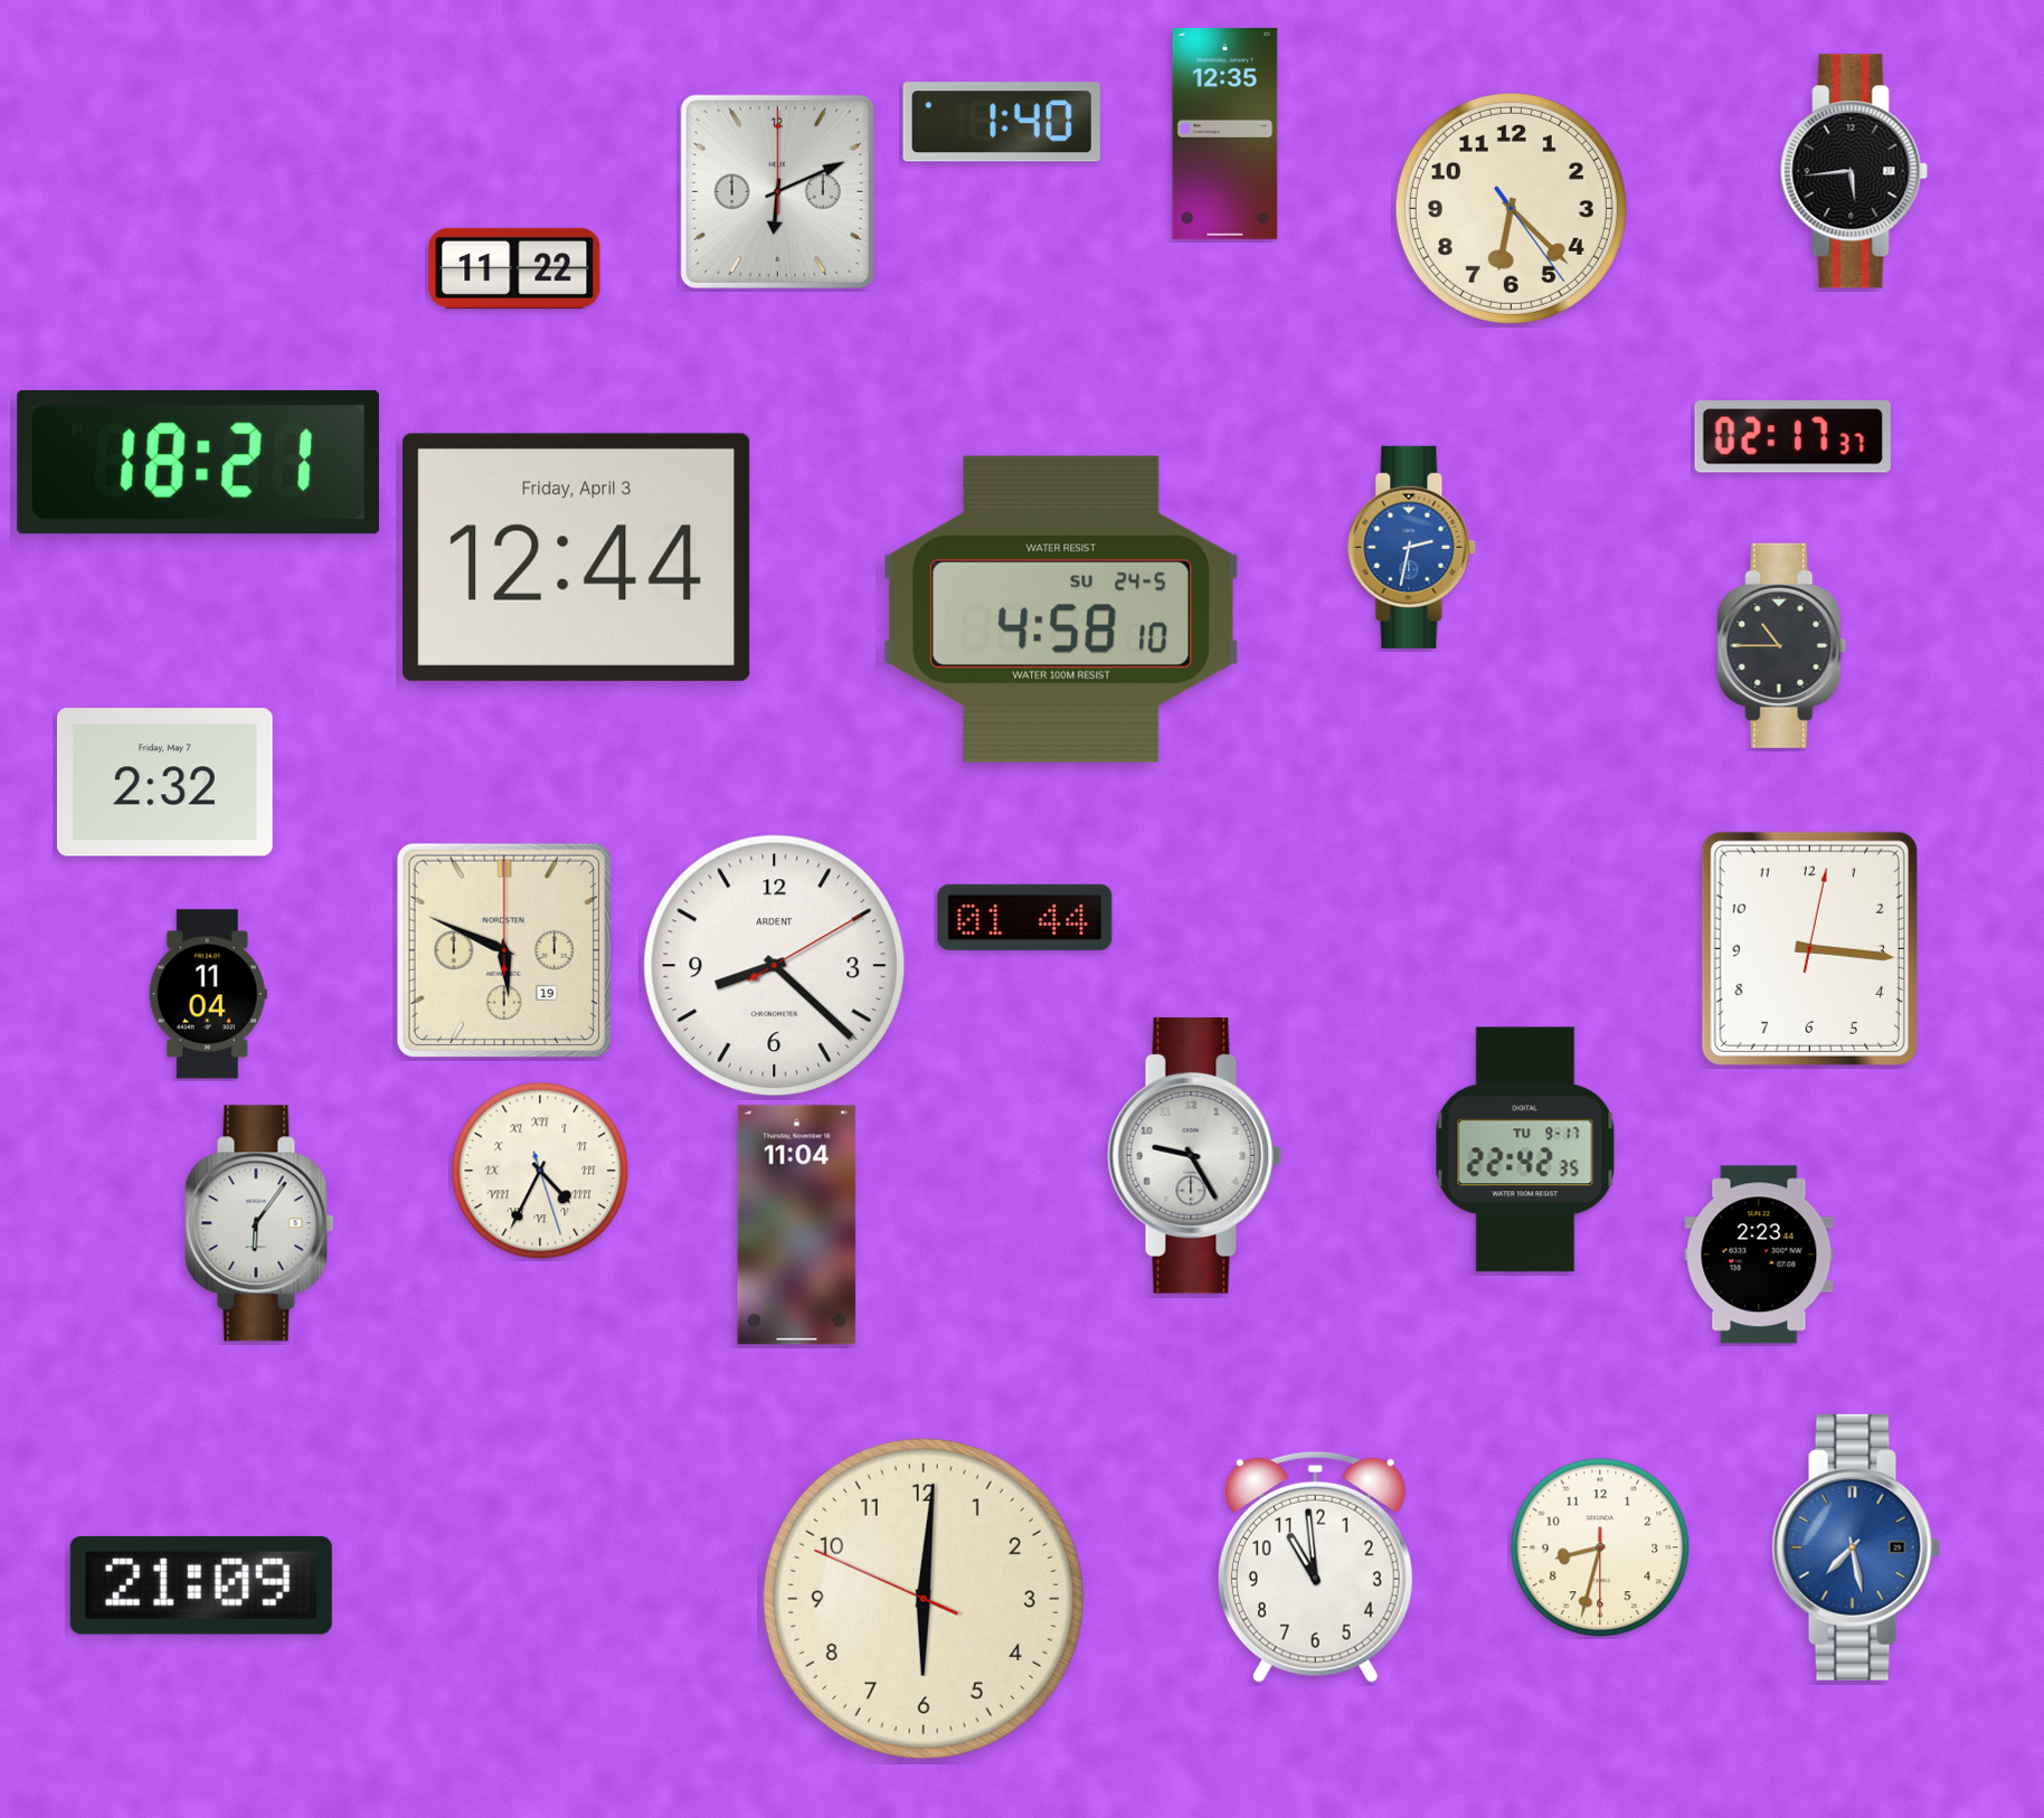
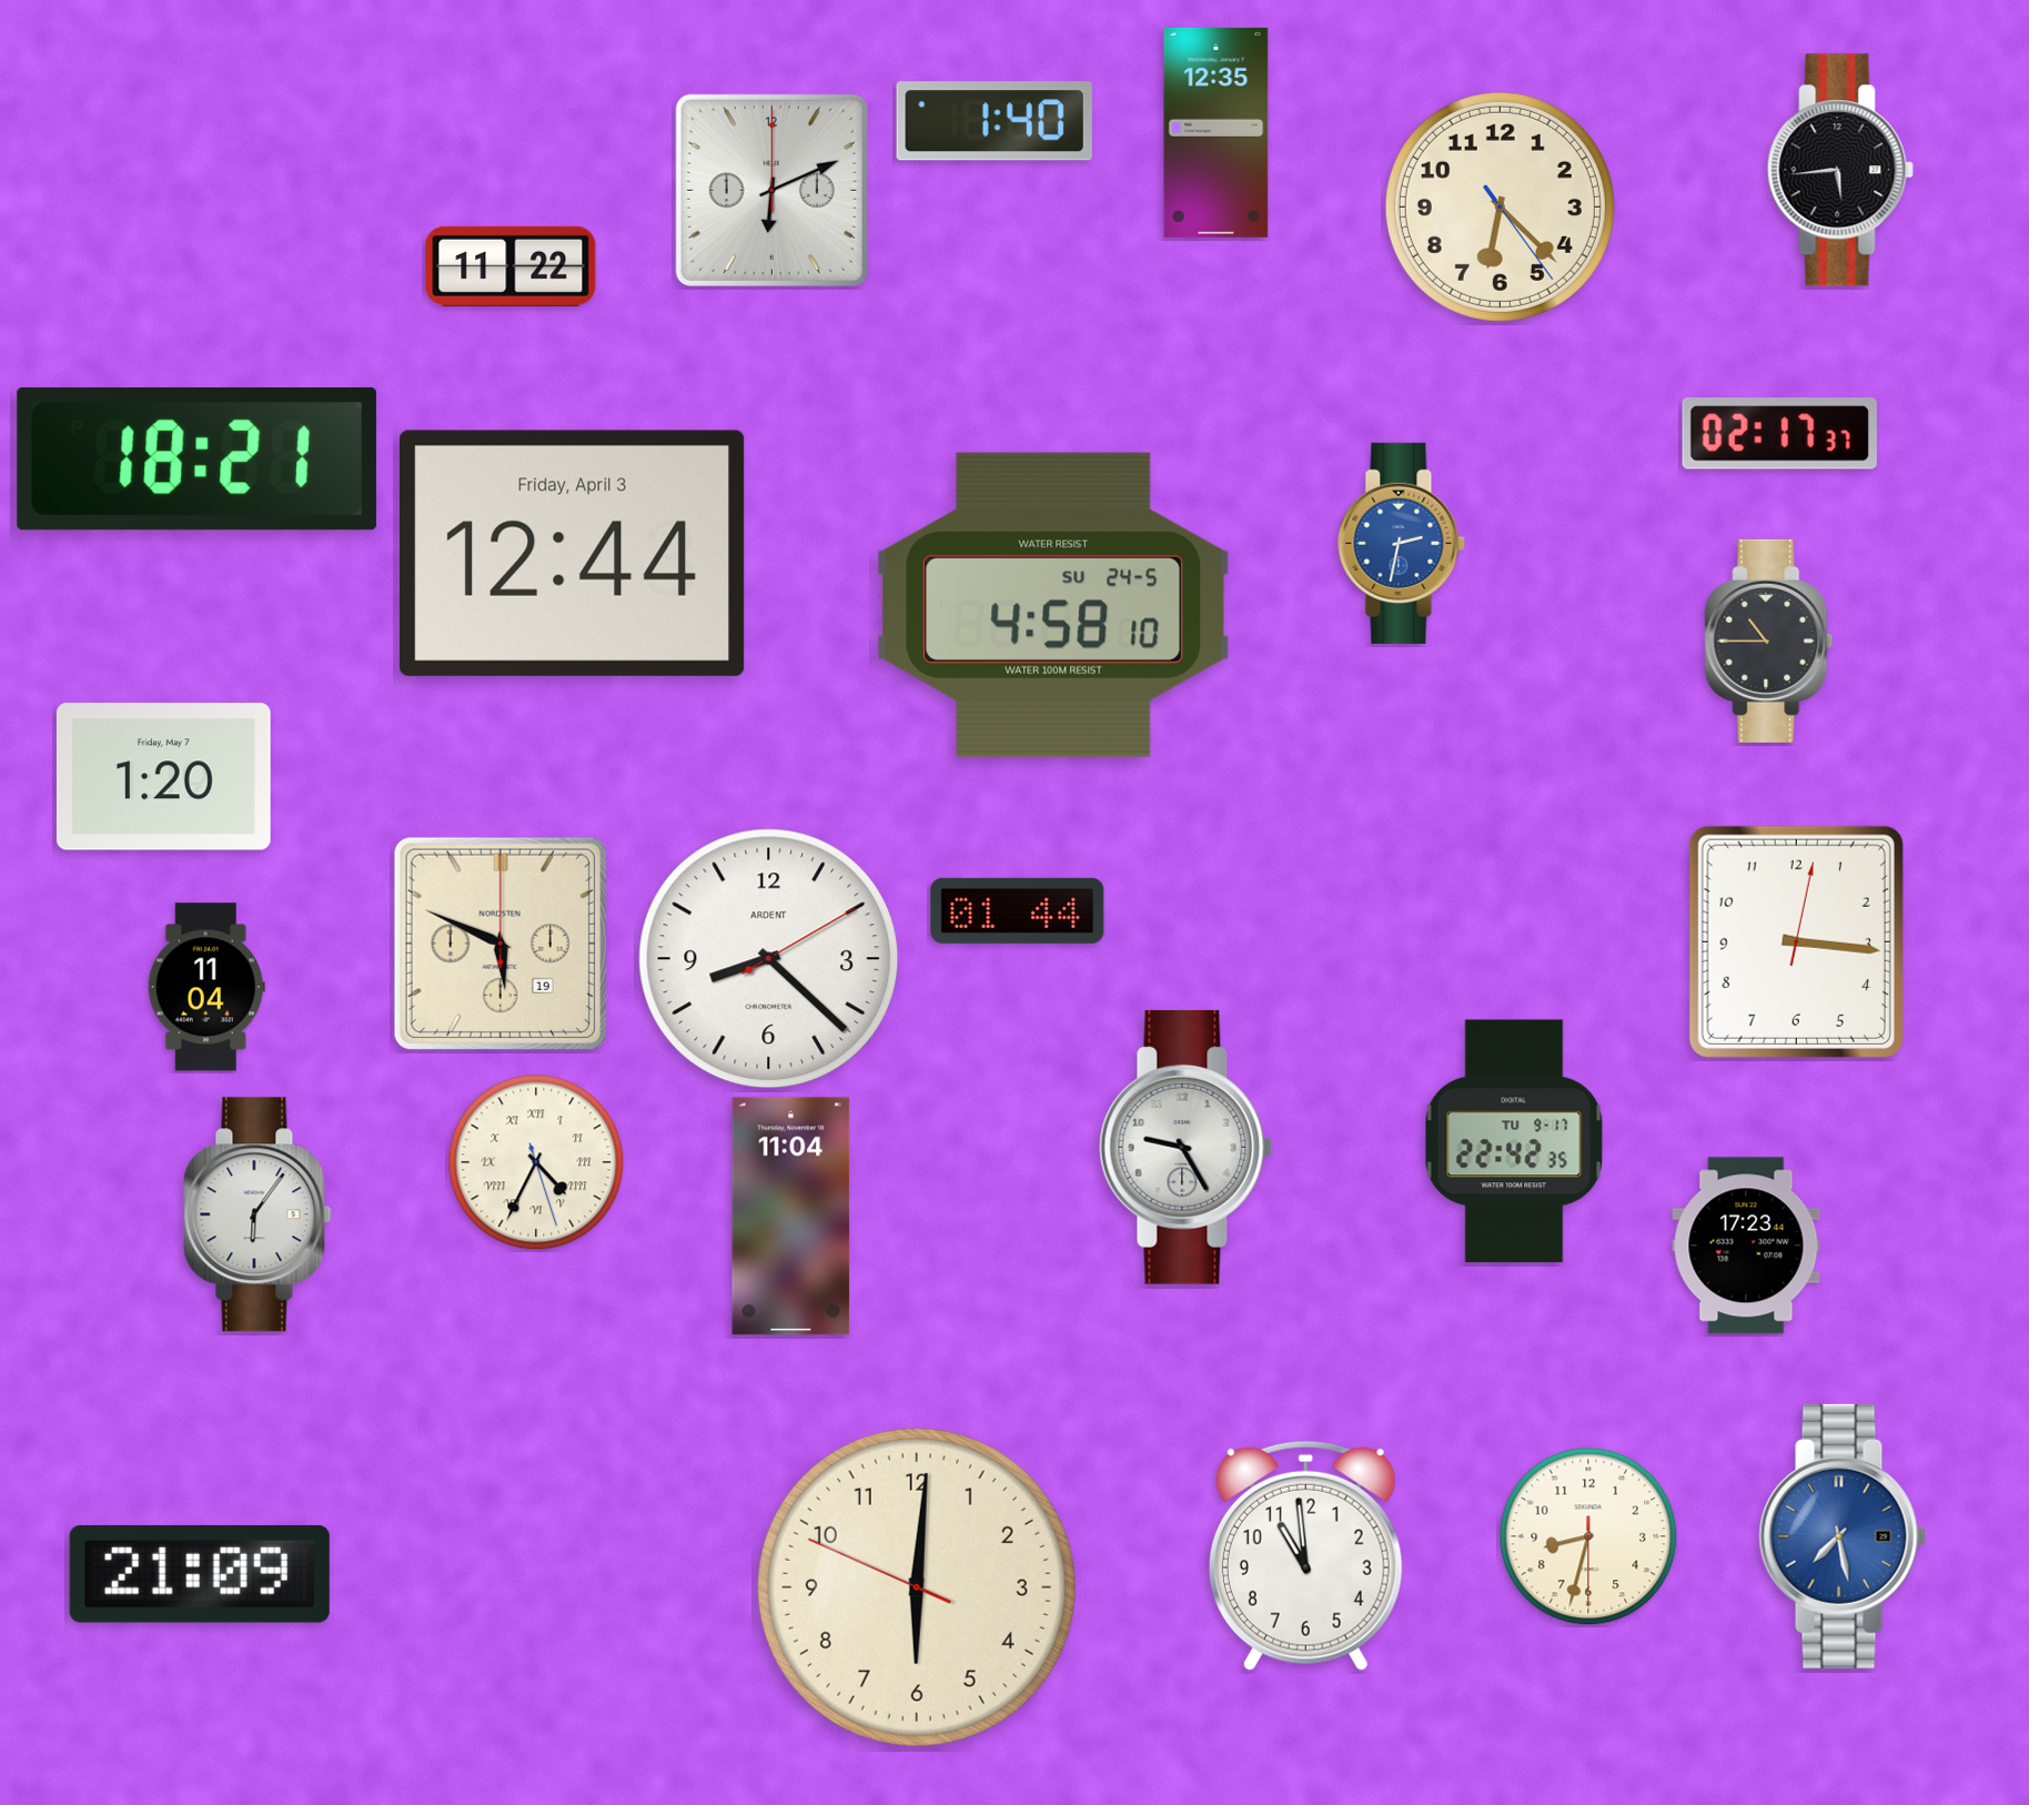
clock at (164, 783): 2:32 -> 1:20
clock at (1759, 1254): 2:23 -> 17:23
